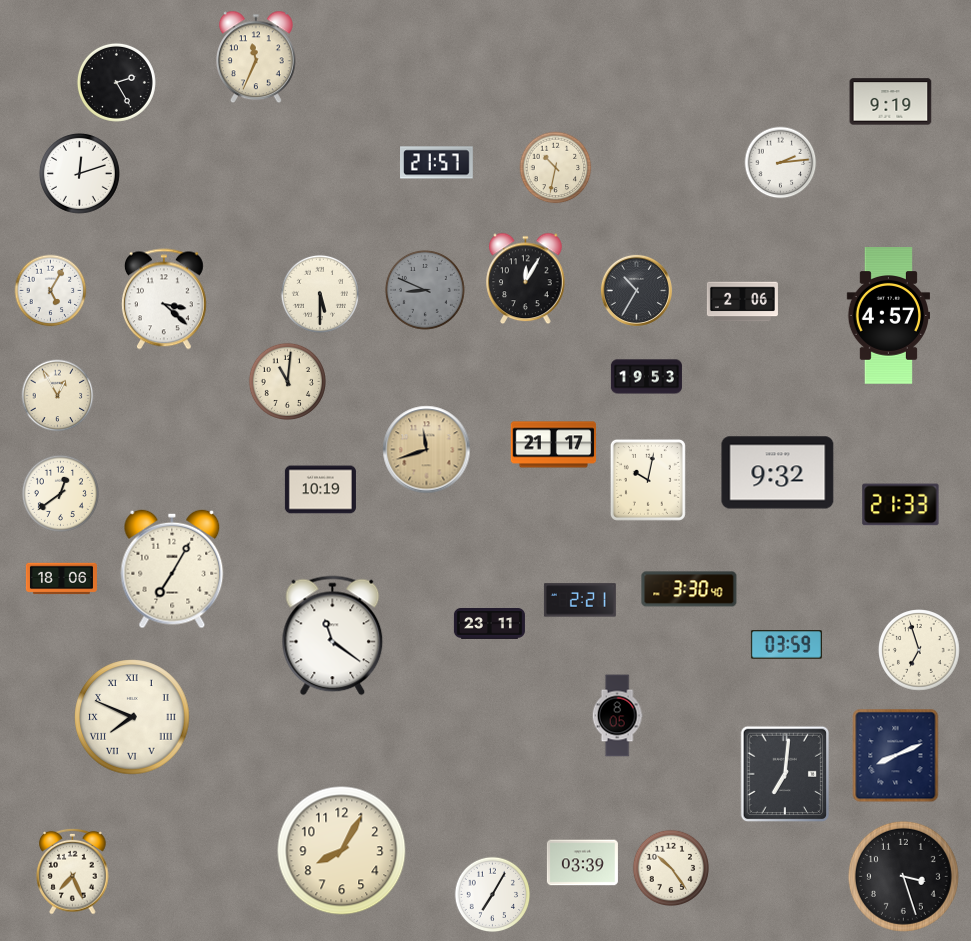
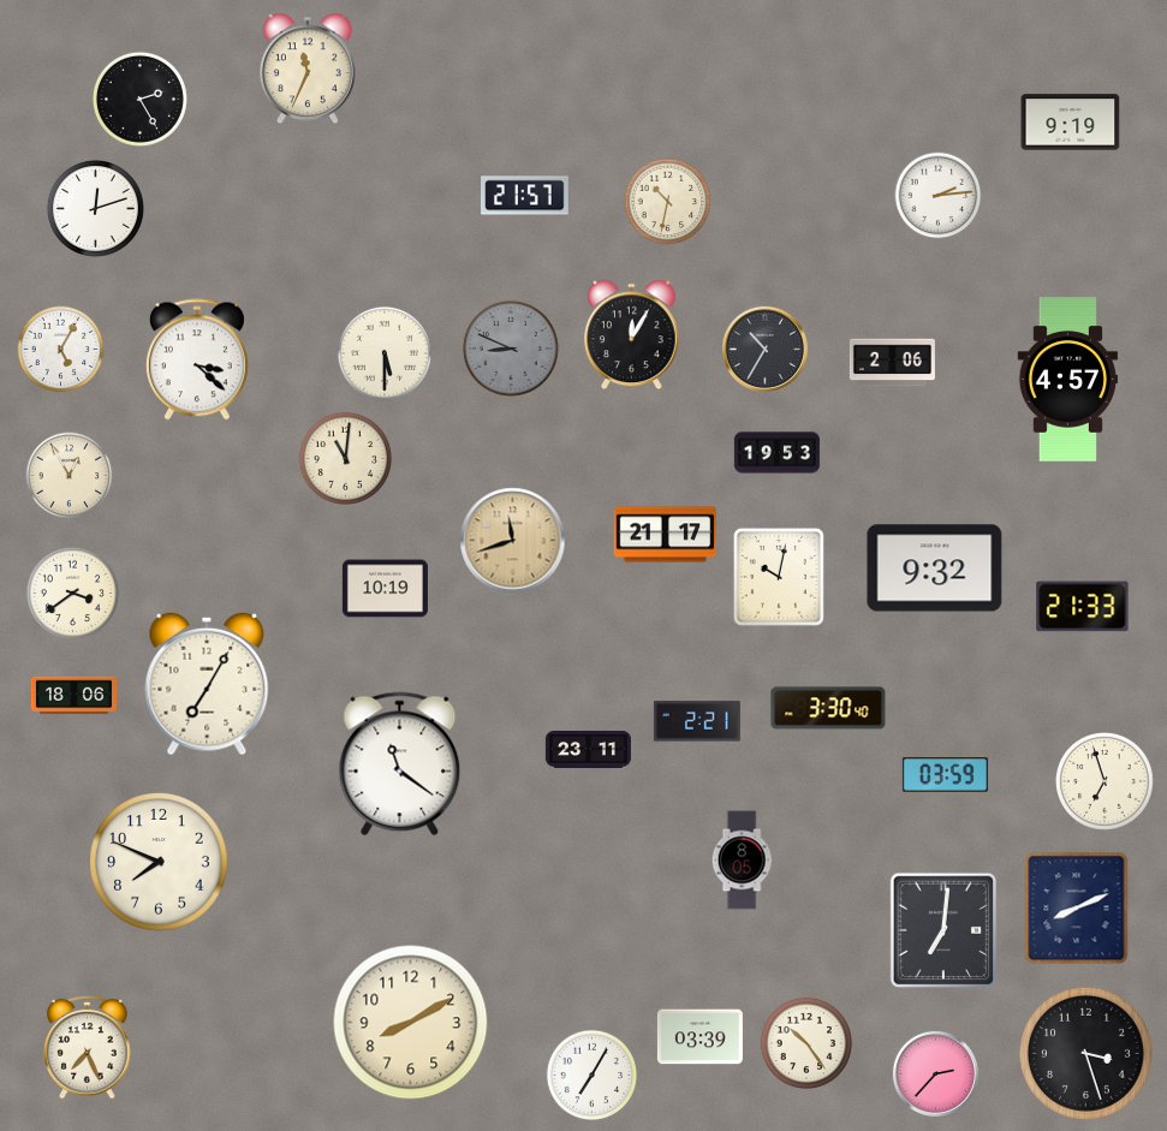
clock at (60, 493): 12:39 -> 3:39
clock at (132, 717) numerals: Roman -> Arabic
clock at (342, 851): 8:05 -> 8:10
clock at (935, 1073): none -> 2:37
